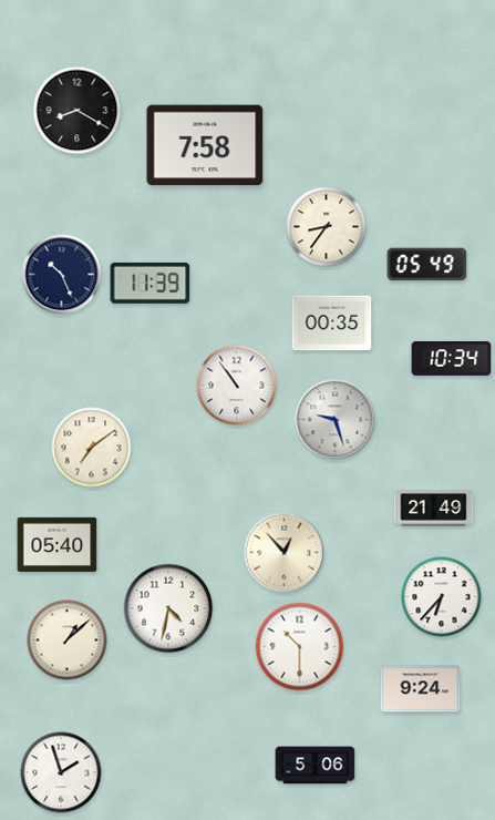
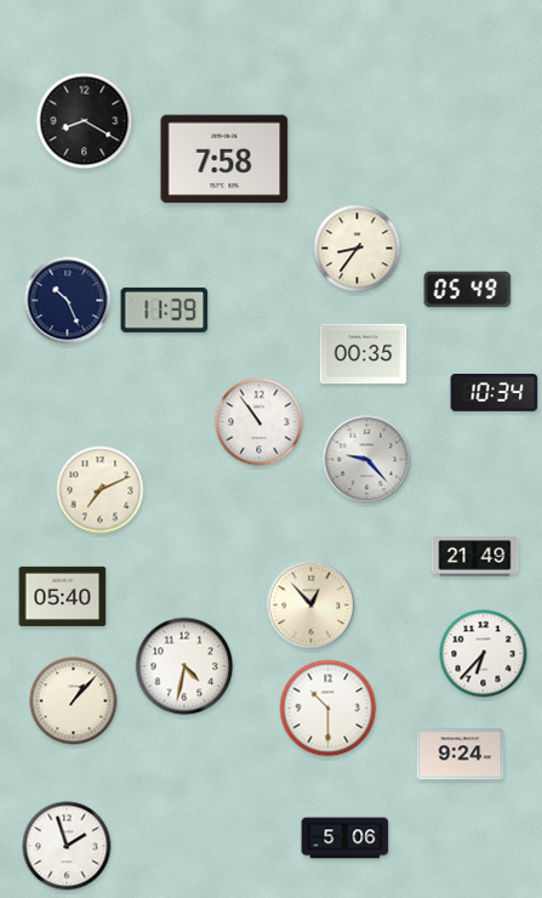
clock at (336, 420): 9:27 -> 9:23
clock at (92, 448): 7:09 -> 7:11
clock at (68, 640): 1:08 -> 1:07
